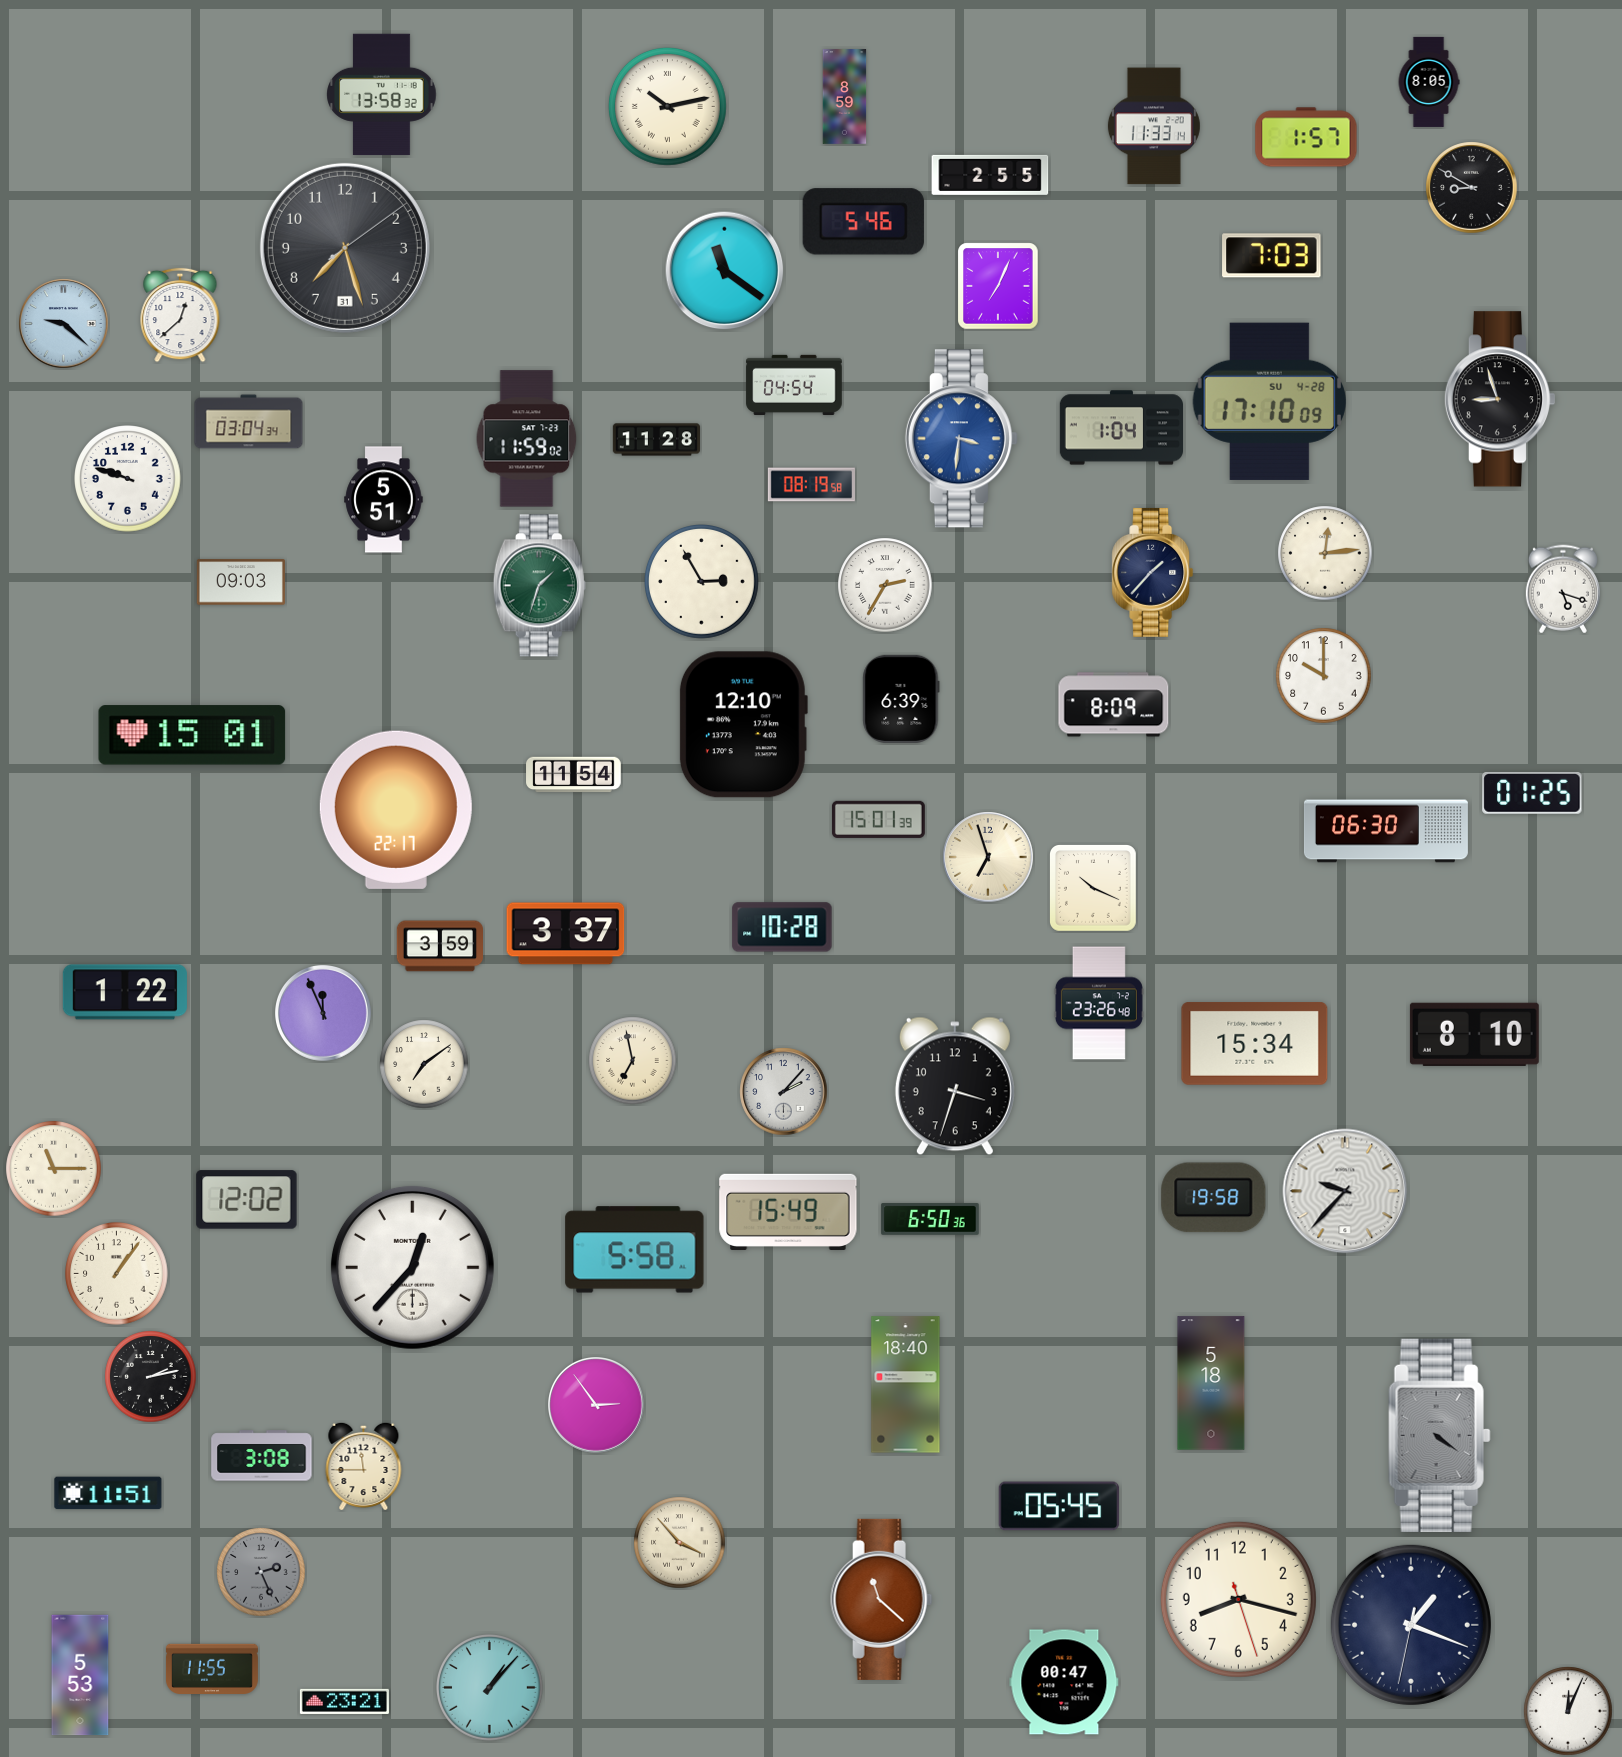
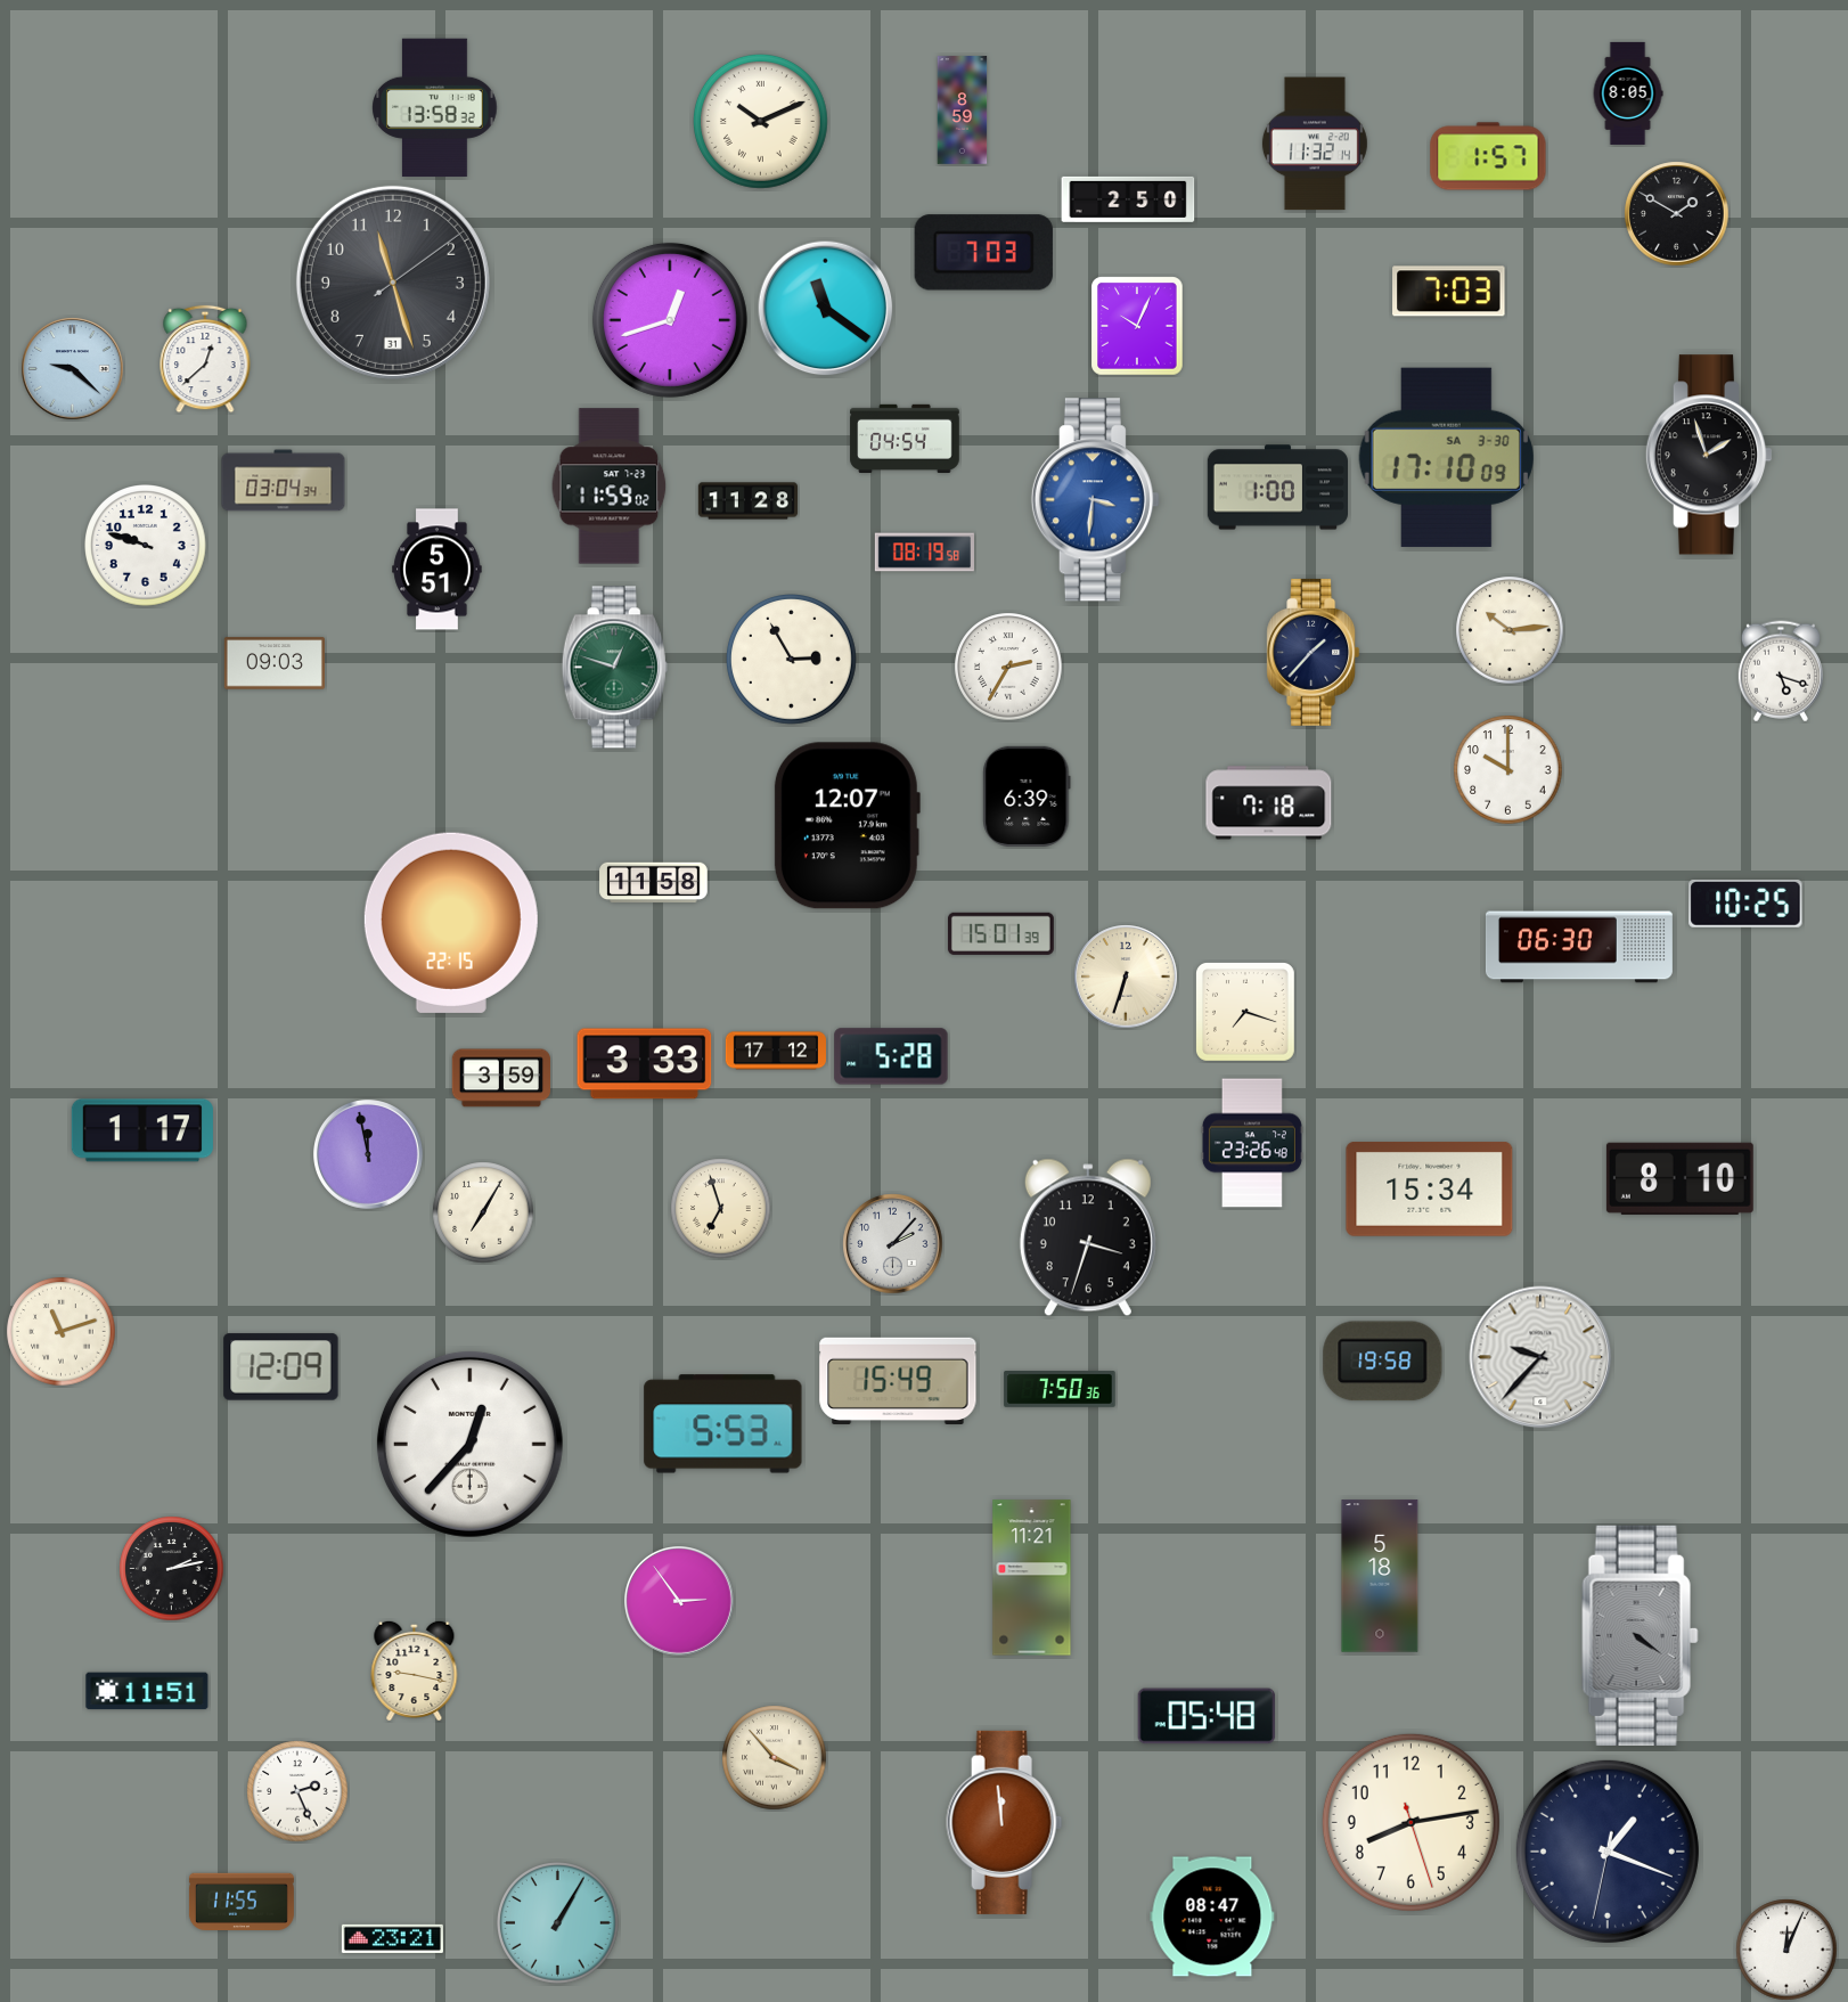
clock at (667, 106): 10:13 -> 10:11
clock at (1154, 126): 11:33 -> 11:32
clock at (990, 175): 2:55 -> 2:50
clock at (1472, 188): 8:50 -> 1:50
clock at (863, 222): 5:46 -> 7:03
clock at (345, 248): 7:27 -> 11:27
clock at (670, 320): none -> 12:42
clock at (998, 286): 7:04 -> 10:04
clock at (1500, 399): 8:57 -> 1:57
clock at (1269, 401) date: SU 4-28 -> SA 3-30
clock at (1121, 428): 1:04 -> 1:00
clock at (527, 439) position: (527, 439) -> (610, 487)
clock at (1325, 553): 12:14 -> 10:14
clock at (702, 582) position: (702, 582) -> (792, 660)
clock at (539, 586): 1:33 -> 12:48
clock at (1114, 705): 8:09 -> 7:18
clock at (743, 725): 12:10 -> 12:07
clock at (192, 735): 15:01 -> none
clock at (574, 775): 11:54 -> 11:58
clock at (1532, 793): 01:25 -> 10:25
clock at (396, 810): 22:17 -> 22:15
clock at (988, 857): 6:57 -> 6:33
clock at (1093, 888): 10:19 -> 7:18
clock at (776, 1051): none -> 17:12
clock at (782, 927): 10:28 -> 5:28
clock at (566, 934): 3:37 -> 3:33
clock at (125, 992): 1:22 -> 1:17
clock at (324, 1014): 11:56 -> 11:58
clock at (633, 1061): 6:58 -> 6:57
clock at (424, 1064): 7:09 -> 7:05
clock at (54, 1169): 11:15 -> 11:12
clock at (1345, 1191) position: (1345, 1191) -> (1540, 1357)
clock at (1214, 1198) position: (1214, 1198) -> (1383, 1362)
clock at (247, 1200): 12:02 -> 12:09
clock at (930, 1219): 6:50 -> 7:50
clock at (635, 1250): 5:58 -> 5:53
clock at (117, 1274): 1:06 -> none
clock at (906, 1385): 18:40 -> 11:21
clock at (262, 1456): 3:08 -> none
clock at (364, 1465): 11:45 -> 9:17
clock at (108, 1493) position: (108, 1493) -> (147, 1691)
clock at (1059, 1506): 05:45 -> 05:48
clock at (261, 1572) dial: grey -> white
clock at (882, 1599): 11:22 -> 11:59
clock at (1238, 1599): 8:17 -> 8:13
clock at (80, 1675): 5:53 -> none
clock at (1064, 1682): 00:47 -> 08:47
clock at (490, 1688): 1:07 -> 1:05
